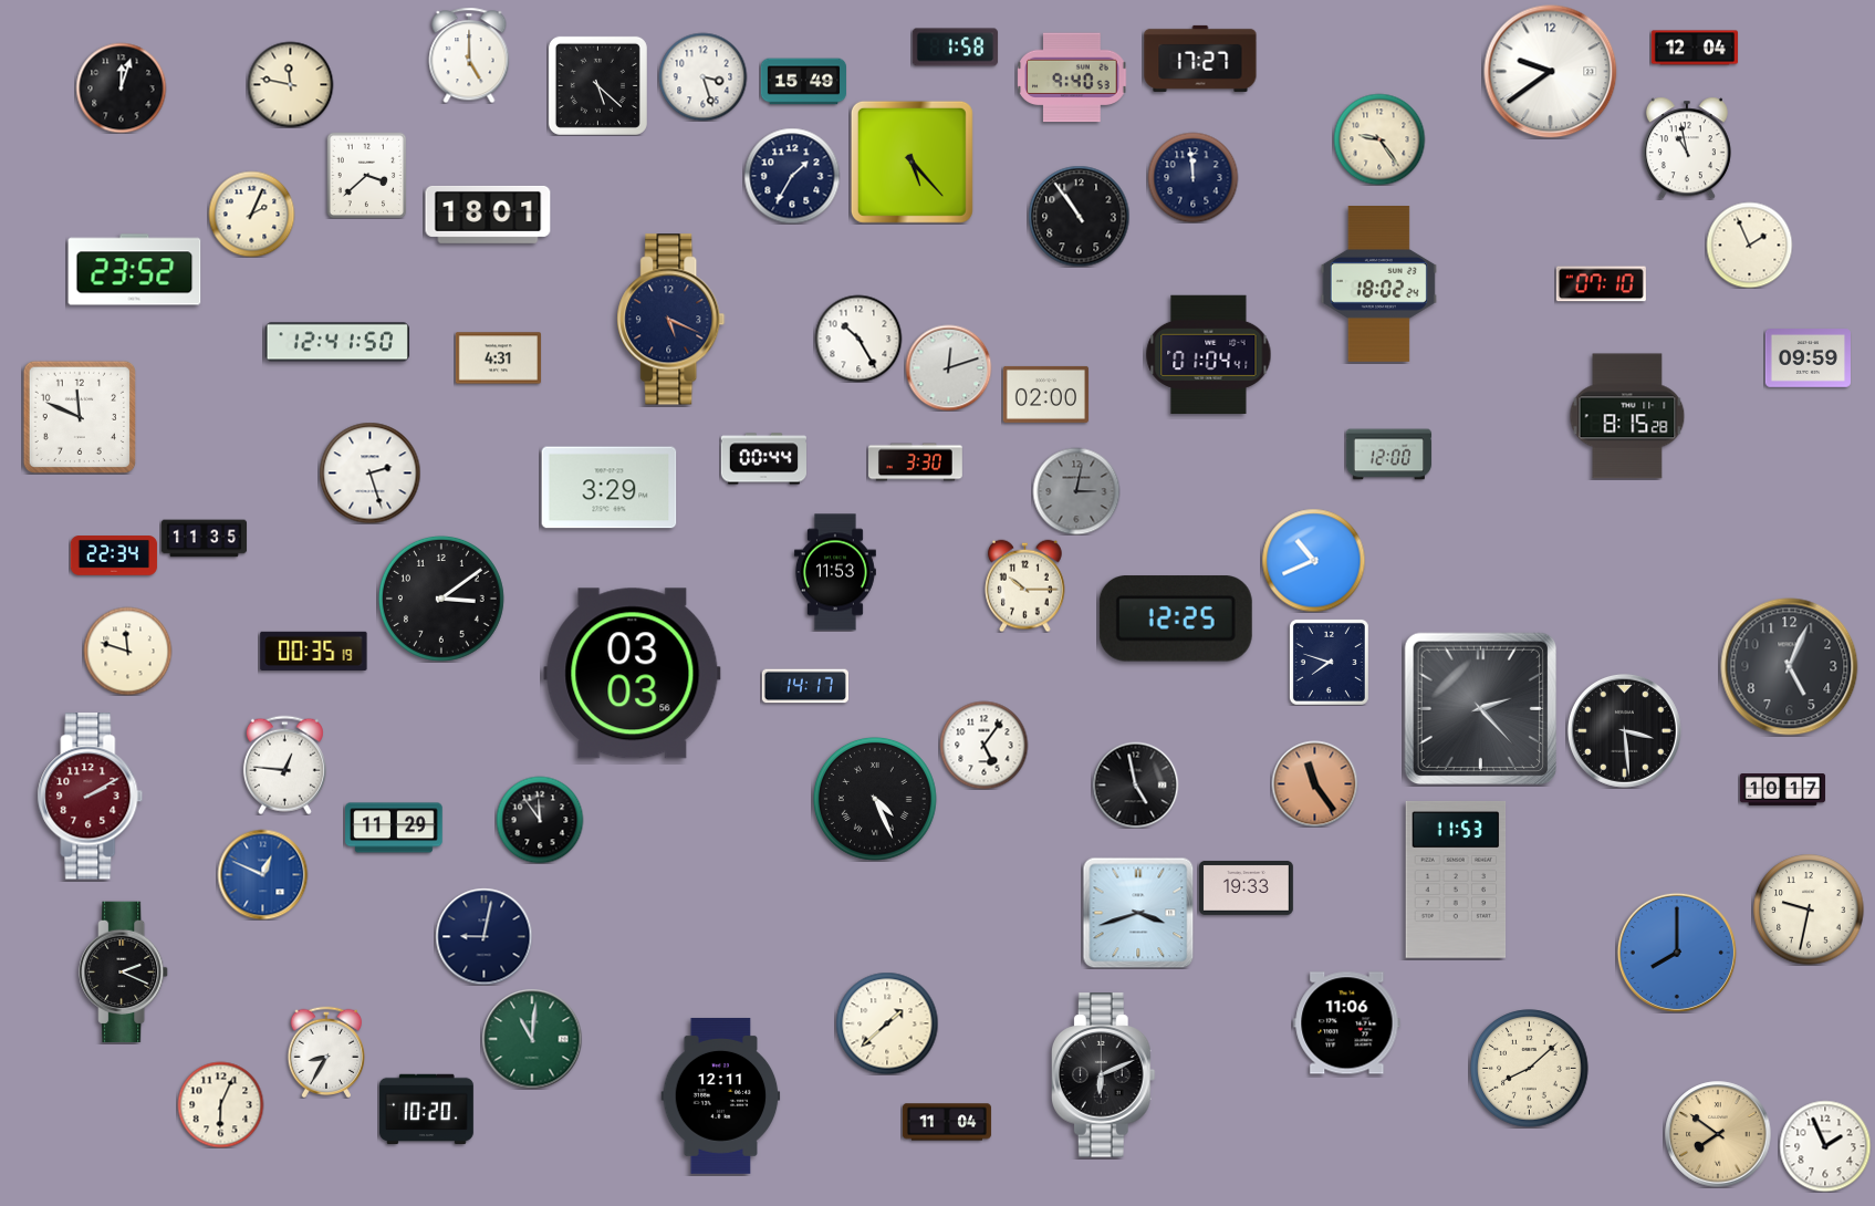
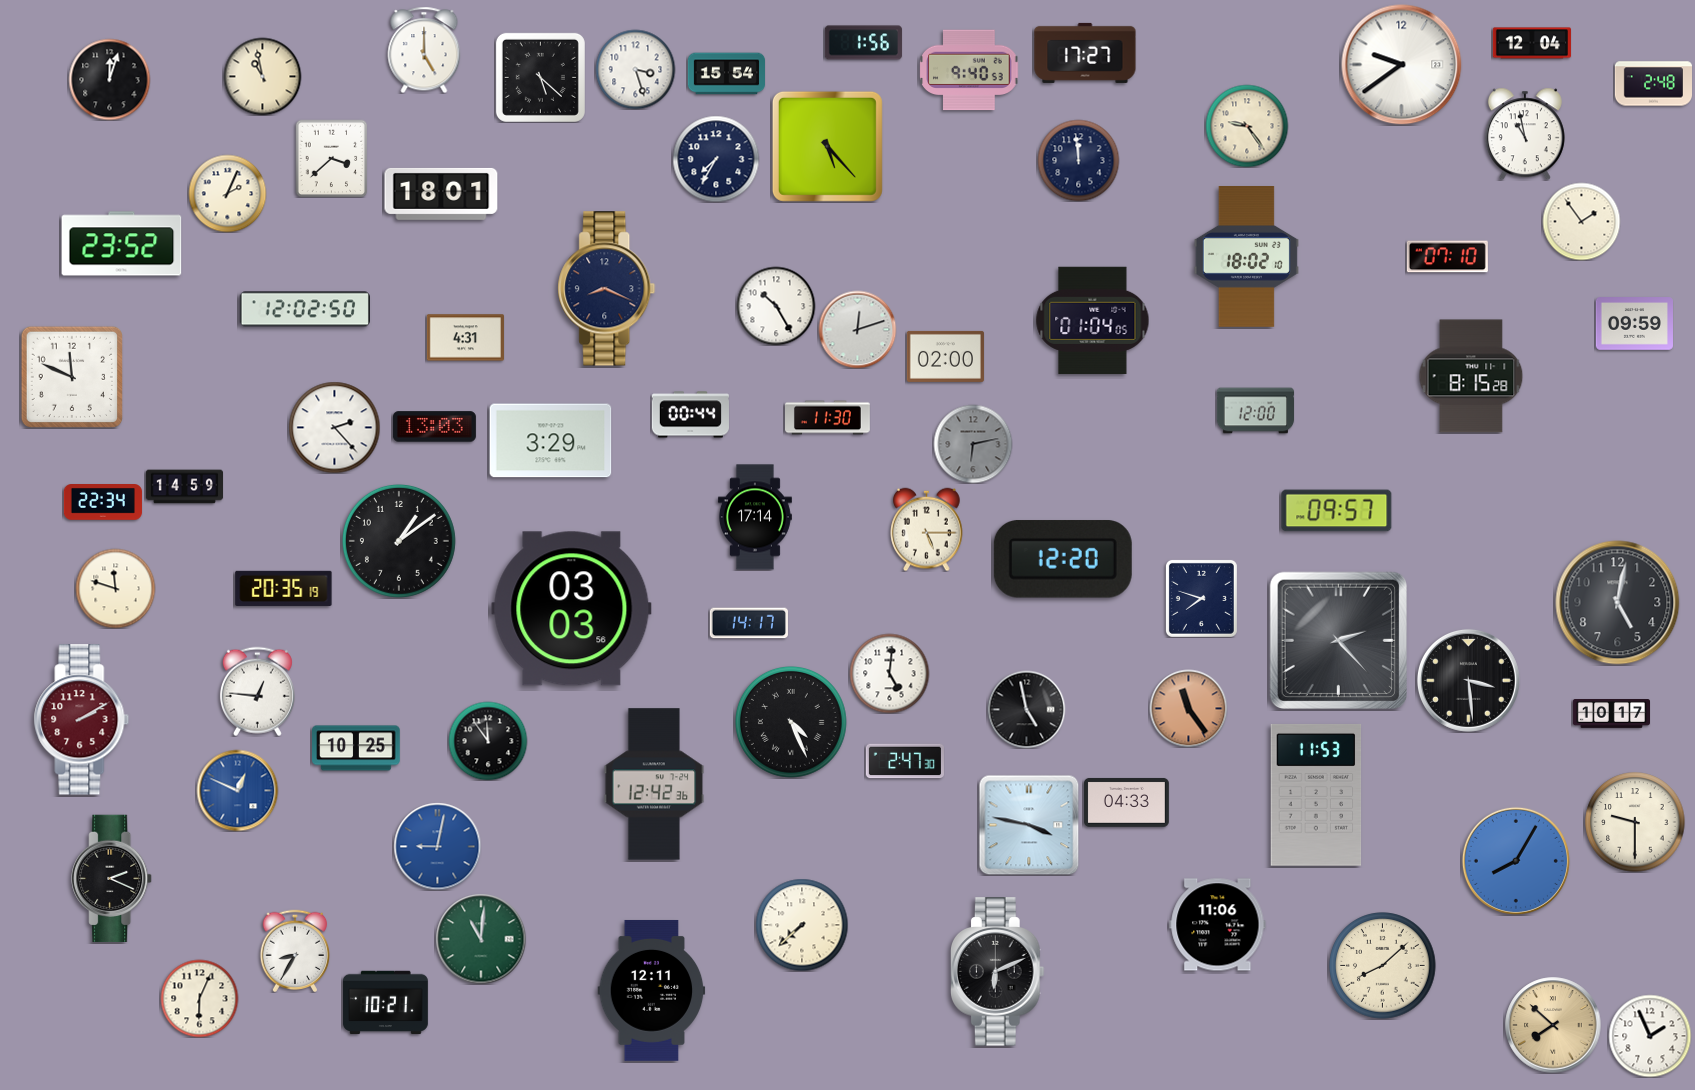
clock at (955, 48): 1:58 -> 1:56
clock at (803, 82): 15:49 -> 15:54
clock at (290, 84): 11:47 -> 10:58
clock at (1653, 84): none -> 2:48
clock at (912, 162) position: (912, 162) -> (827, 146)
clock at (792, 176): 1:35 -> 7:35
clock at (1079, 216): 10:54 -> none
clock at (1749, 245): 1:56 -> 1:54
clock at (1378, 284): 18:02:24 -> 18:02:10
clock at (671, 320): 5:19 -> 8:19
clock at (337, 342): 12:41 -> 12:02
clock at (1209, 354): 01:04:41 -> 01:04:05
clock at (498, 358) position: (498, 358) -> (465, 338)
clock at (948, 367) position: (948, 367) -> (857, 329)
clock at (916, 462): 3:30 -> 11:30
clock at (369, 472): 2:27 -> 2:23
clock at (434, 427): none -> 13:03
clock at (1076, 491): 3:02 -> 6:13
clock at (204, 539): 11:35 -> 14:59
clock at (1313, 560): 10:41 -> none
clock at (1337, 511): none -> 09:57
clock at (835, 572): 11:53 -> 17:14
clock at (1025, 585): 10:15 -> 5:15
clock at (441, 599): 3:09 -> 1:09
clock at (1176, 618): 12:25 -> 12:20
clock at (314, 651): 00:35 -> 20:35
clock at (1790, 667): 5:04 -> 5:02
clock at (805, 686) position: (805, 686) -> (749, 623)
clock at (1624, 730) position: (1624, 730) -> (1468, 680)
clock at (983, 745): 5:06 -> 5:01
clock at (394, 828): 11:29 -> 10:25
clock at (905, 761): none -> 2:47
clock at (654, 784): none -> 12:42
clock at (1246, 887): 19:33 -> 04:33
clock at (1809, 909): 9:32 -> 9:30
clock at (1138, 913): 3:42 -> 3:47
clock at (483, 936) dial: navy -> blue
clock at (1677, 953): 8:00 -> 8:05
clock at (887, 1023): 1:38 -> 7:38
clock at (426, 1110): 10:20 -> 10:21
clock at (947, 1122): 11:04 -> none
clock at (1718, 1134): 7:51 -> 7:52
